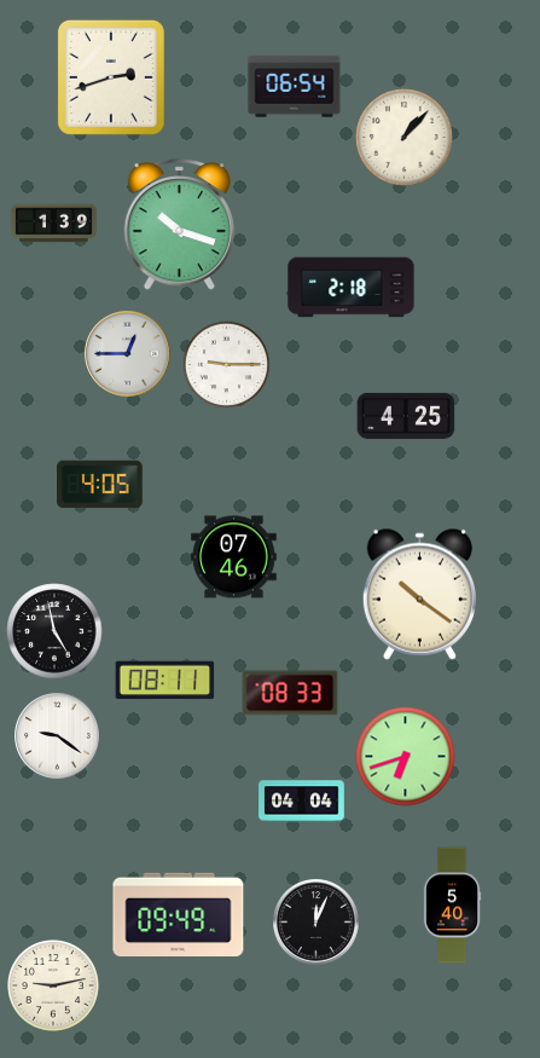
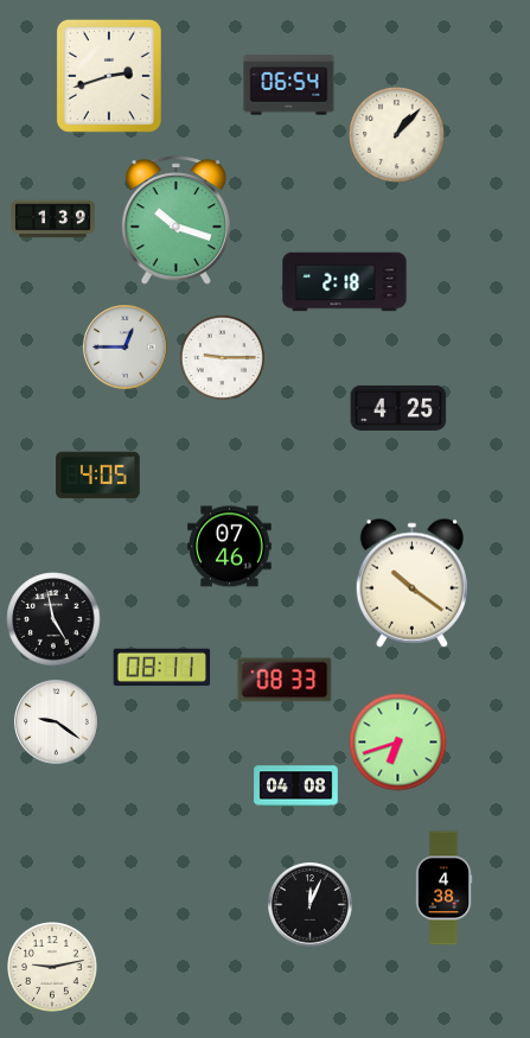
clock at (302, 802): 04:04 -> 04:08
clock at (452, 906): 5:40 -> 4:38
clock at (179, 914): 09:49 -> none
